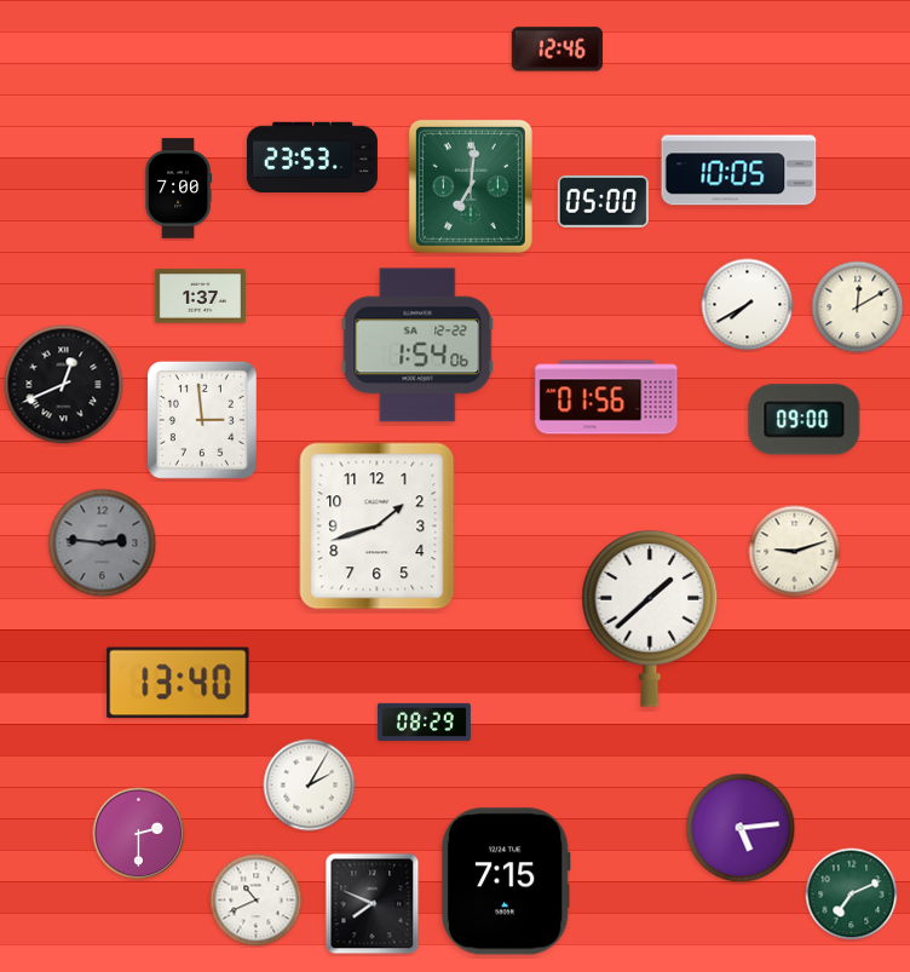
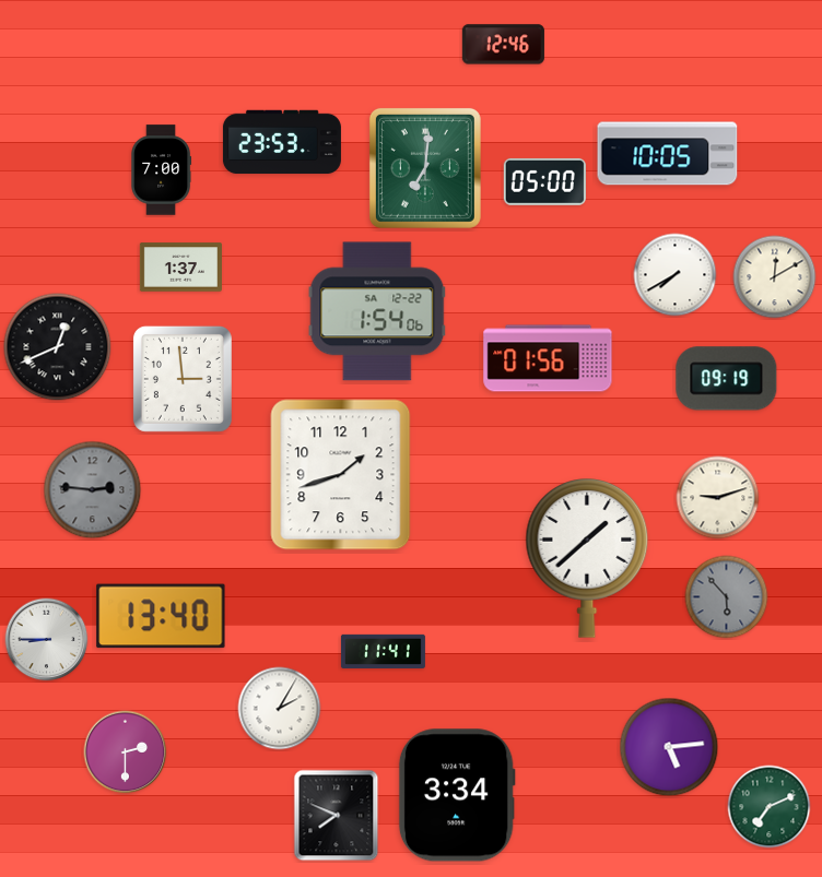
clock at (805, 420): 09:00 -> 09:19
clock at (727, 597): none -> 5:53
clock at (47, 640): none -> 8:45
clock at (424, 721): 08:29 -> 11:41
clock at (506, 881): 7:15 -> 3:34
clock at (257, 901): 10:41 -> none
